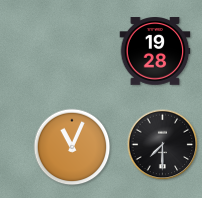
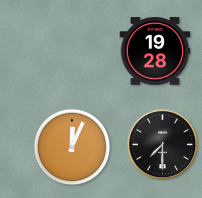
clock at (72, 147): 11:04 -> 12:04
